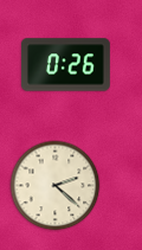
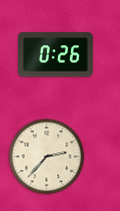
clock at (56, 186): 2:22 -> 2:37
